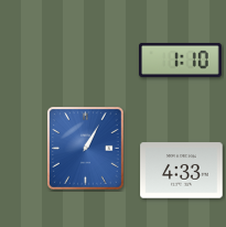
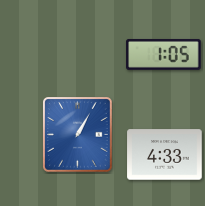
clock at (181, 61): 1:10 -> 1:05
